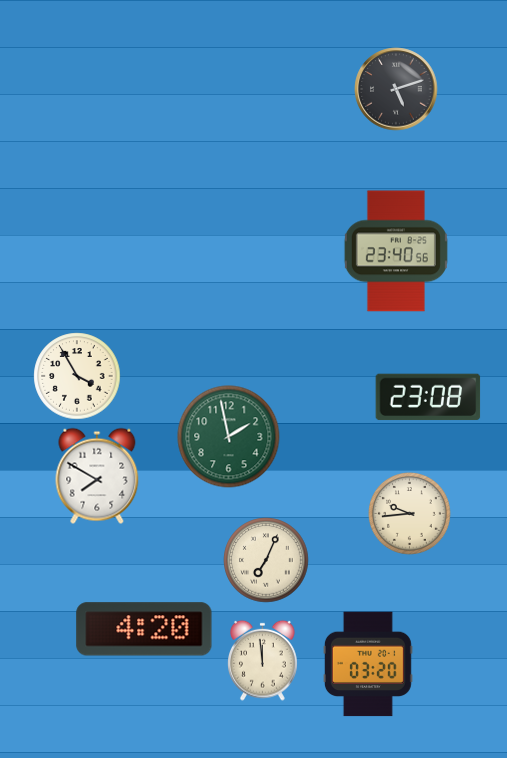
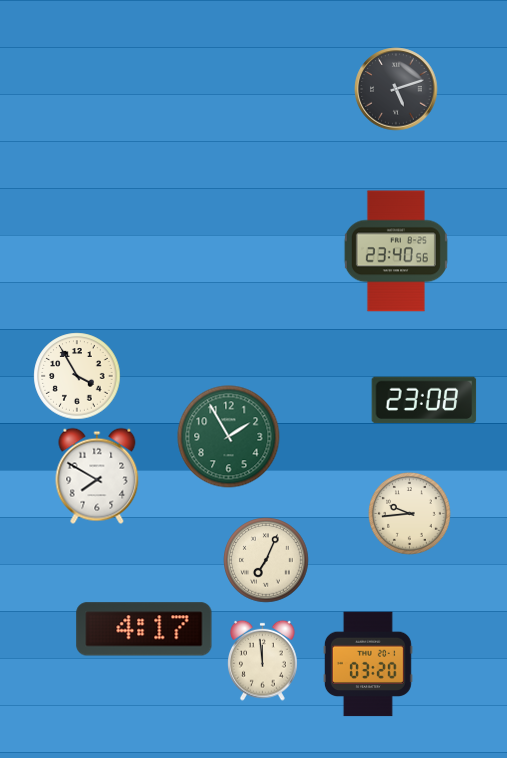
clock at (428, 397) position: (428, 397) -> (424, 400)
clock at (229, 437): 1:58 -> 1:55
clock at (144, 629): 4:20 -> 4:17
